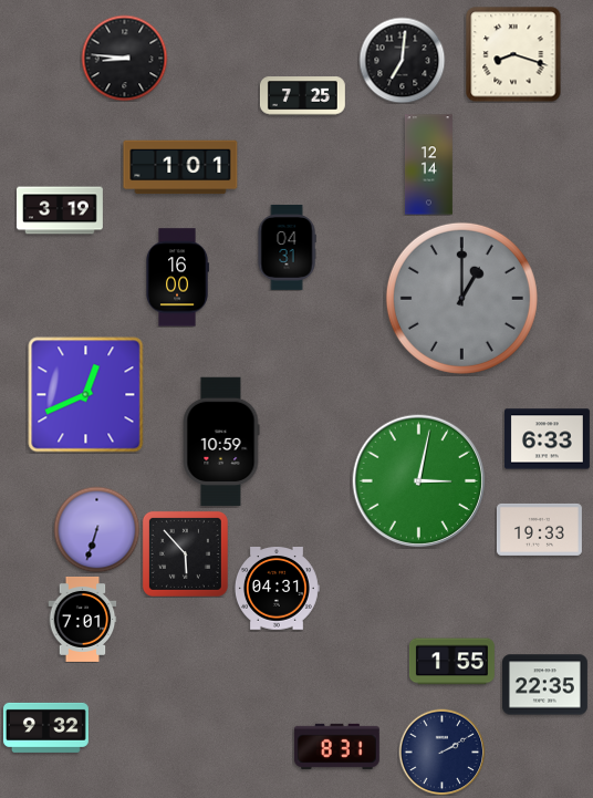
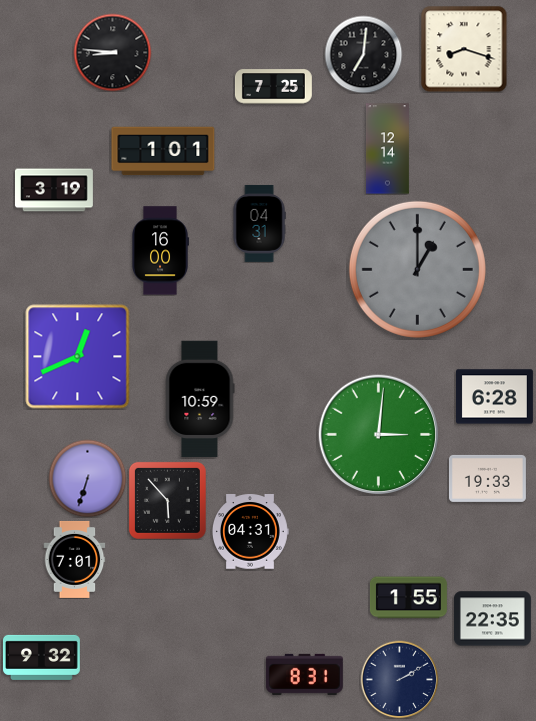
clock at (547, 439): 6:33 -> 6:28
clock at (419, 481): 3:02 -> 3:01
